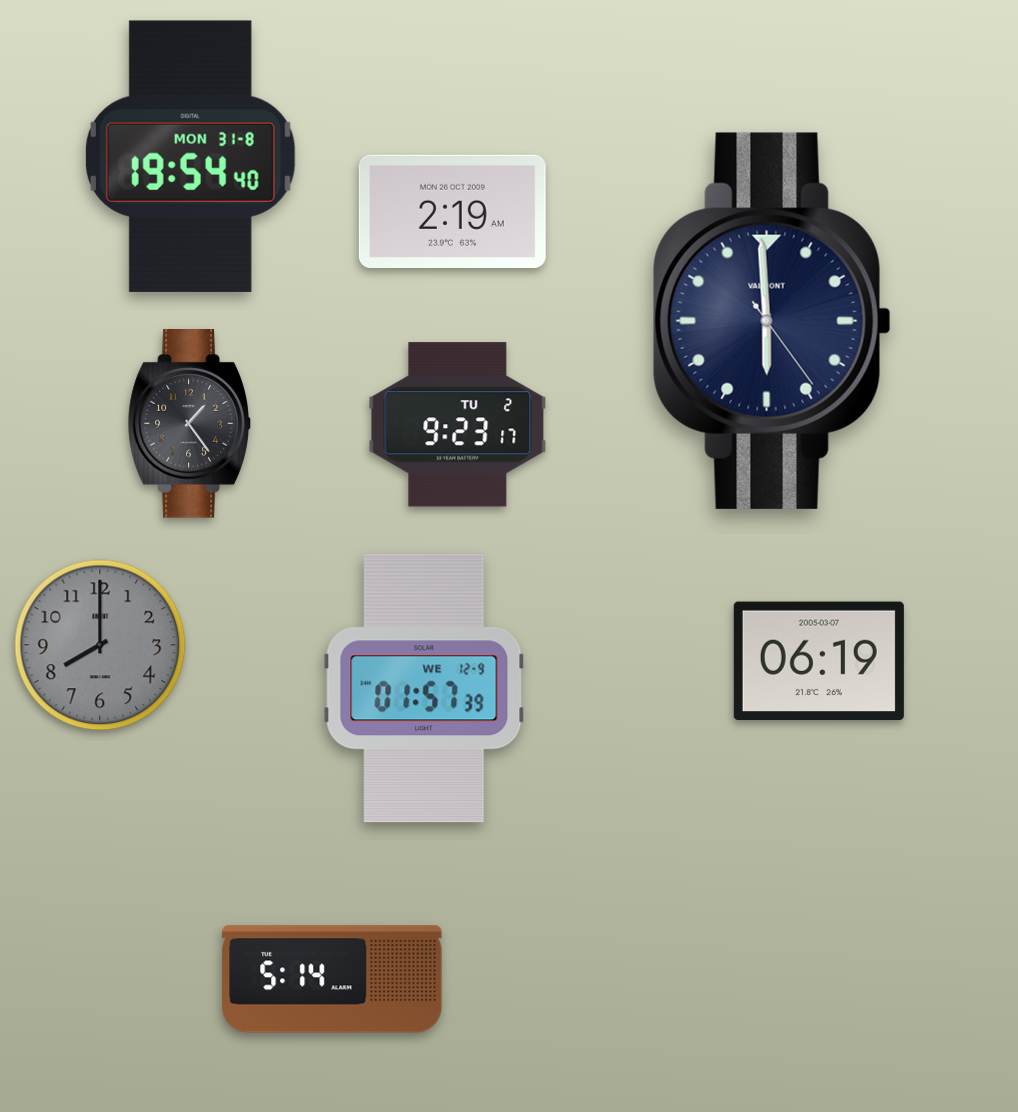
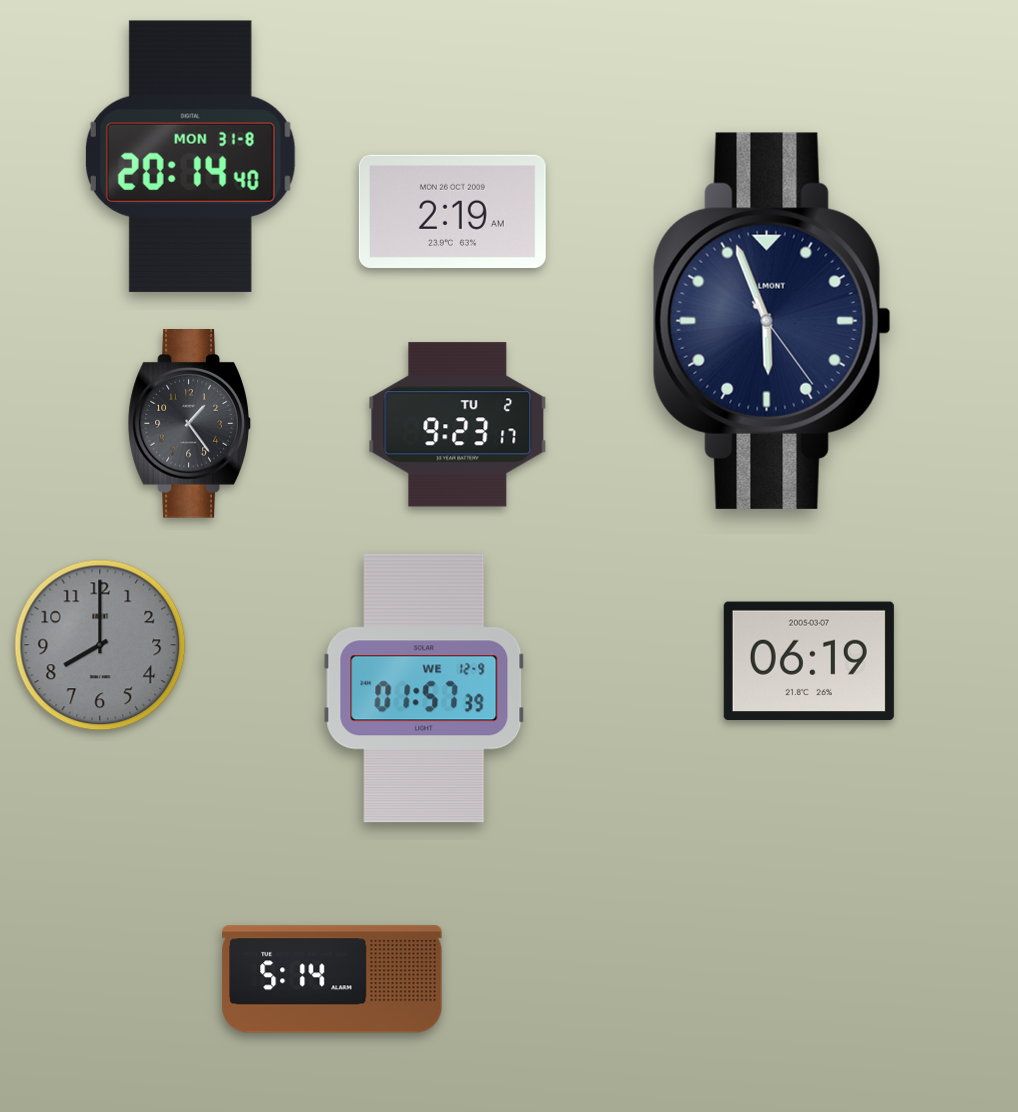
clock at (190, 156): 19:54 -> 20:14
clock at (772, 321): 5:59 -> 5:56
clock at (819, 661) position: (819, 661) -> (809, 661)
